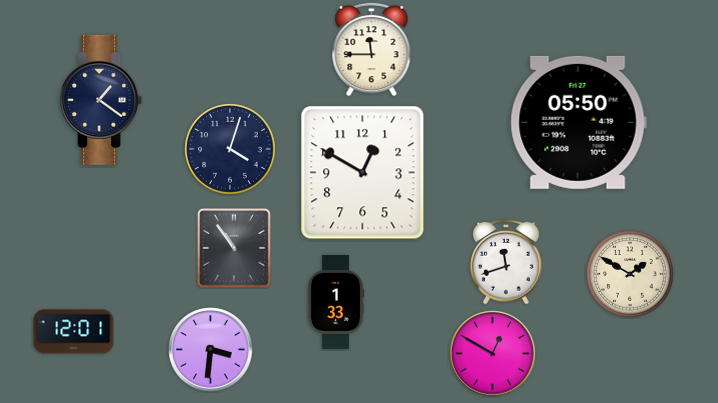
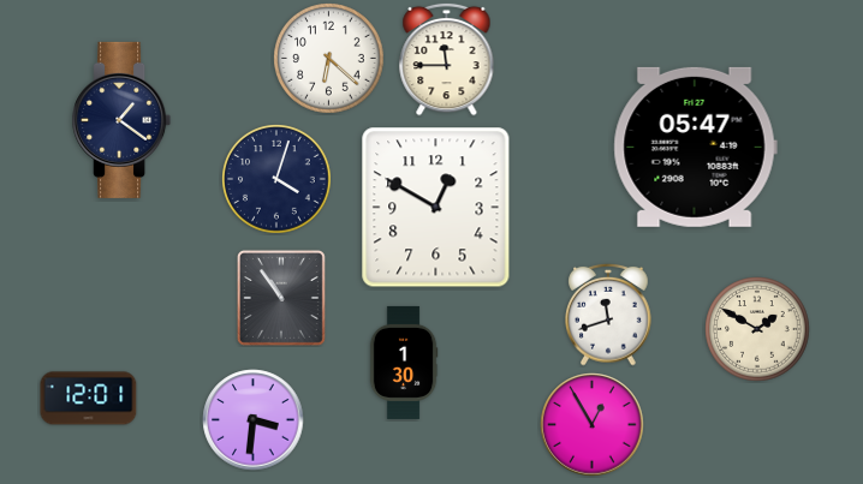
clock at (329, 59): none -> 6:22
clock at (578, 122): 05:50 -> 05:47
clock at (336, 302): 1:33 -> 1:30
clock at (493, 354): 12:50 -> 12:55
